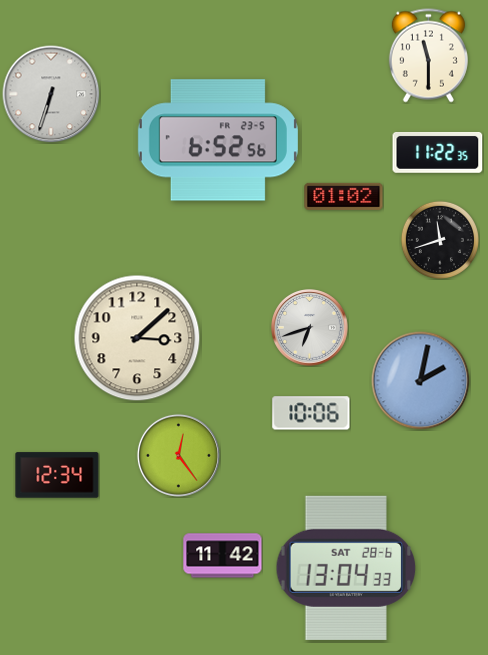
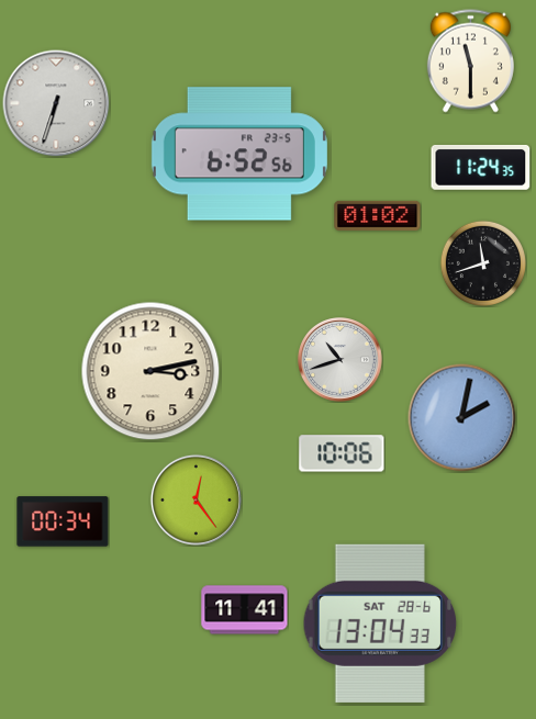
clock at (438, 153): 11:22 -> 11:24
clock at (310, 328): 6:42 -> 10:42
clock at (137, 338): 3:08 -> 3:13
clock at (57, 475): 12:34 -> 00:34
clock at (223, 556): 11:42 -> 11:41
